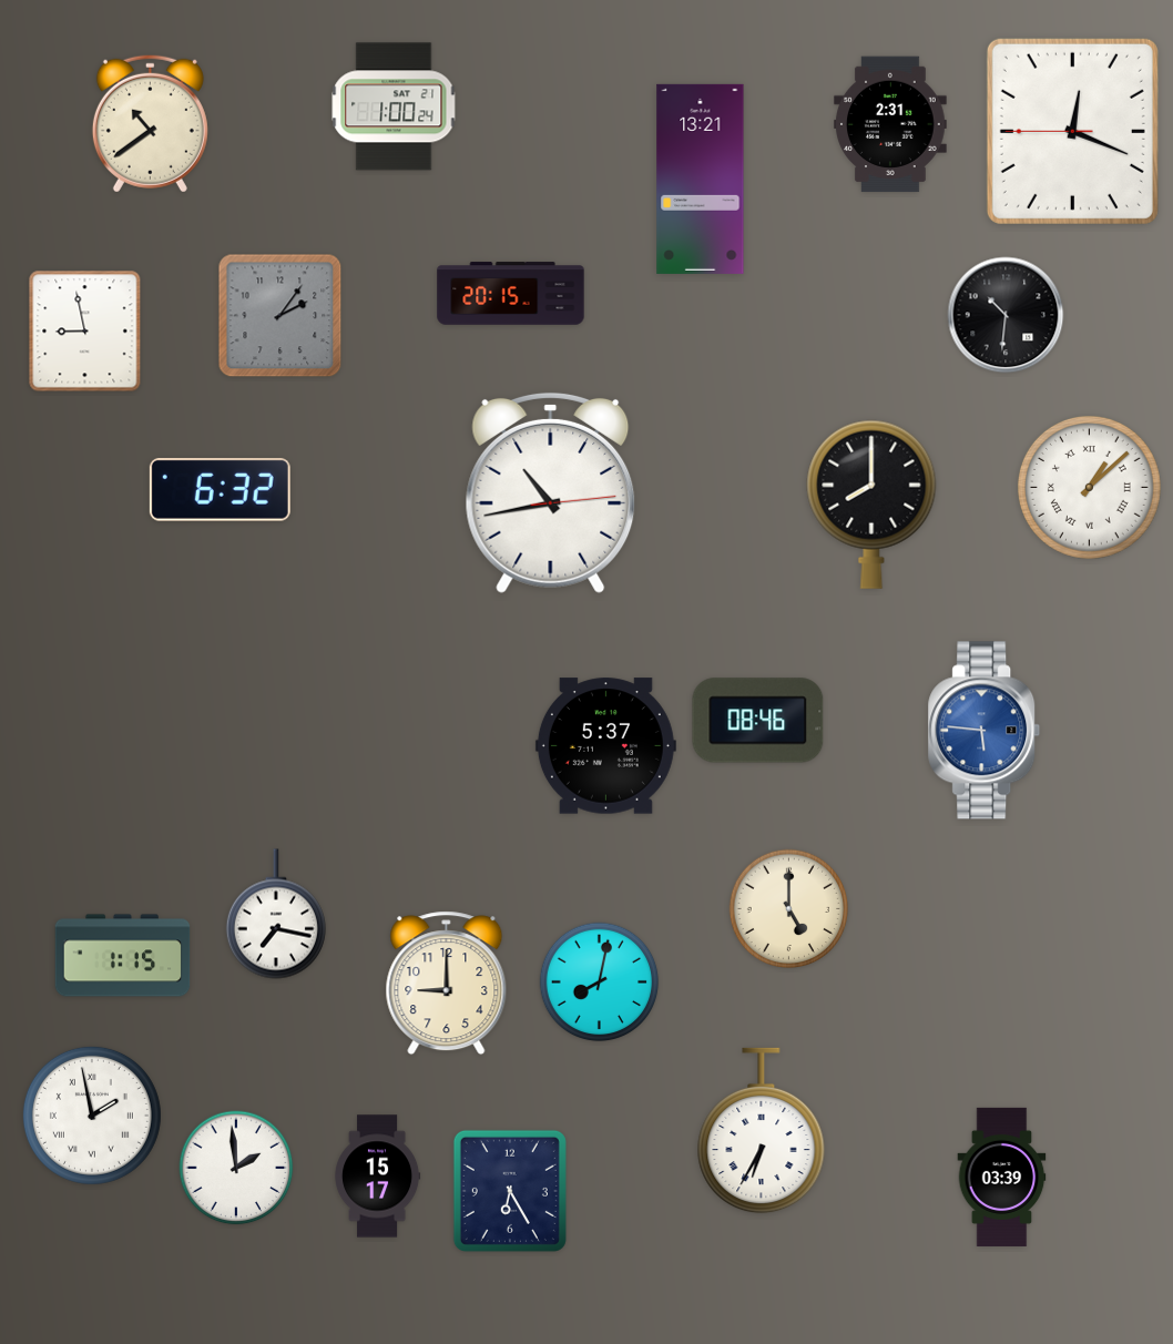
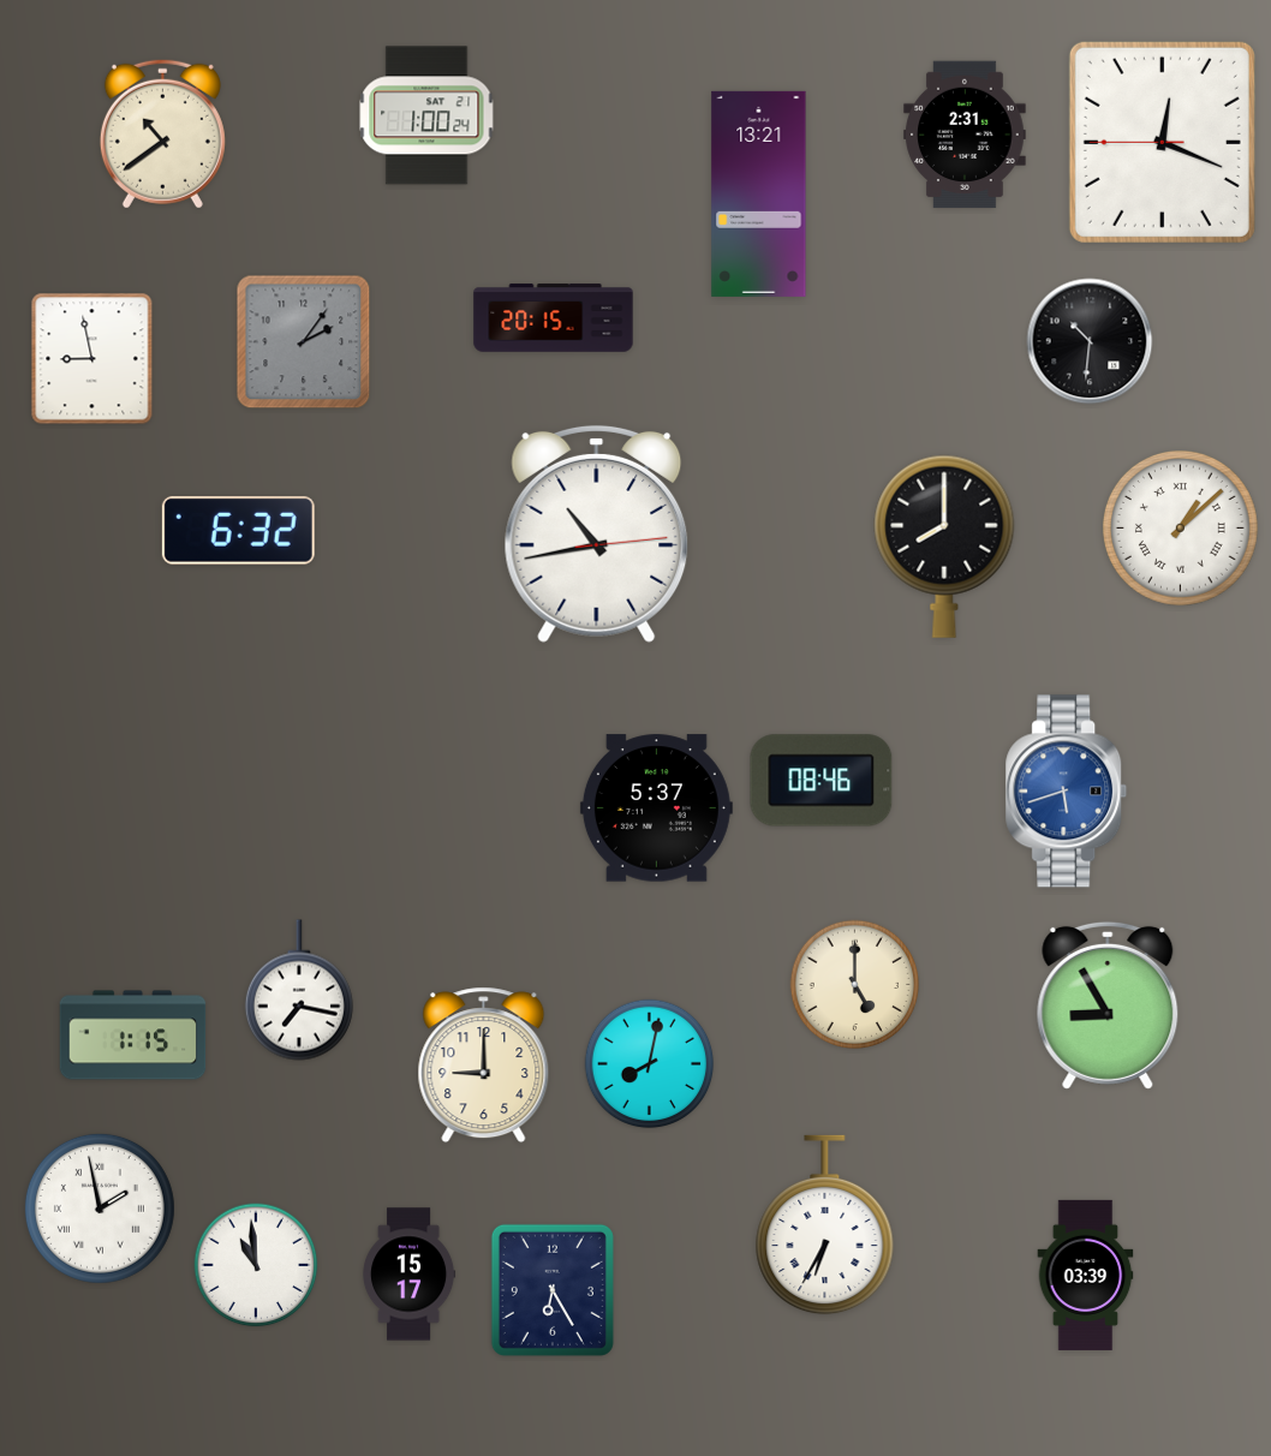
clock at (985, 731): 5:46 -> 5:42
clock at (1108, 1006): none -> 8:55
clock at (236, 1168): 1:59 -> 10:59
